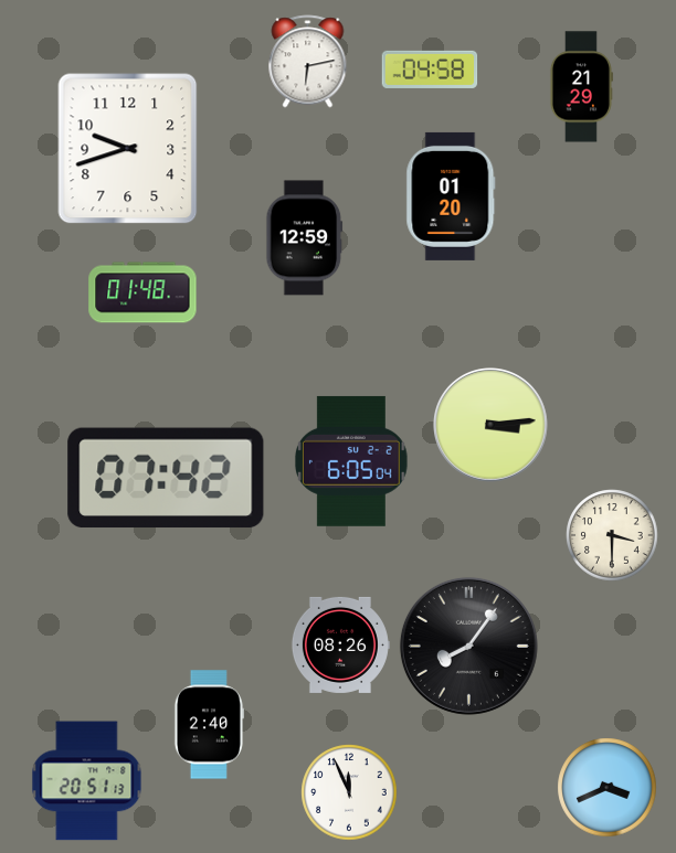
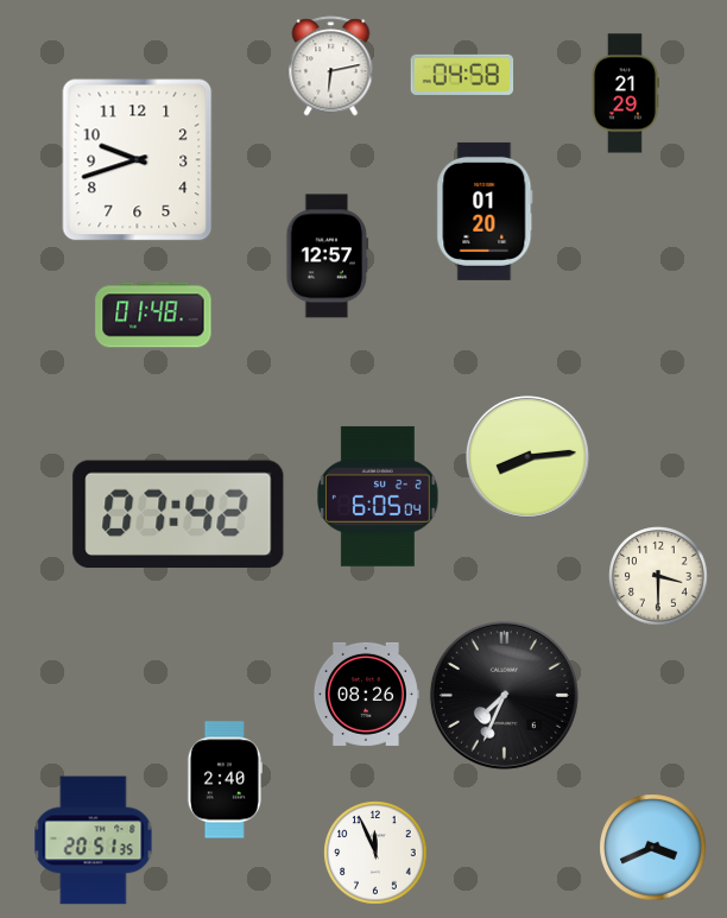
clock at (305, 238): 12:59 -> 12:57
clock at (490, 425): 3:14 -> 8:14
clock at (468, 646): 8:06 -> 7:34
clock at (87, 781): 20:51:13 -> 20:51:35
